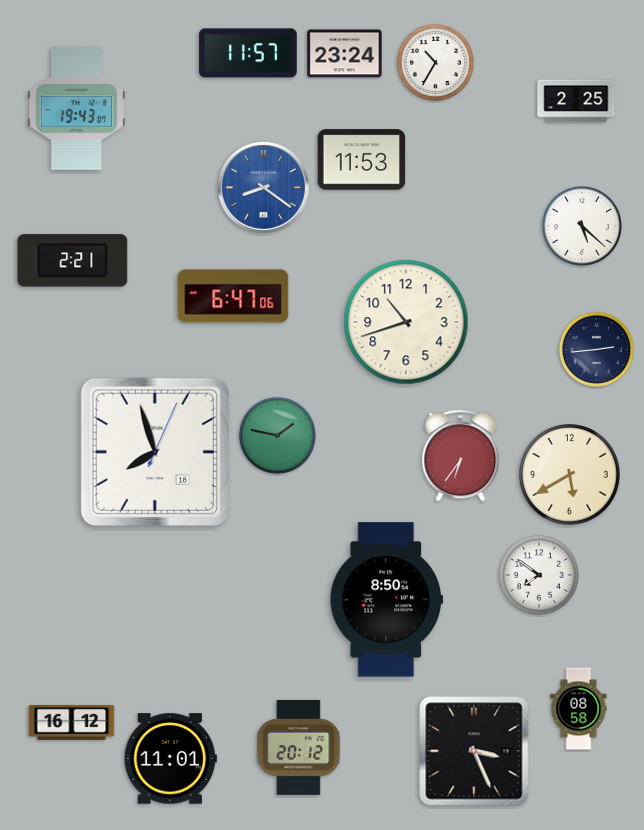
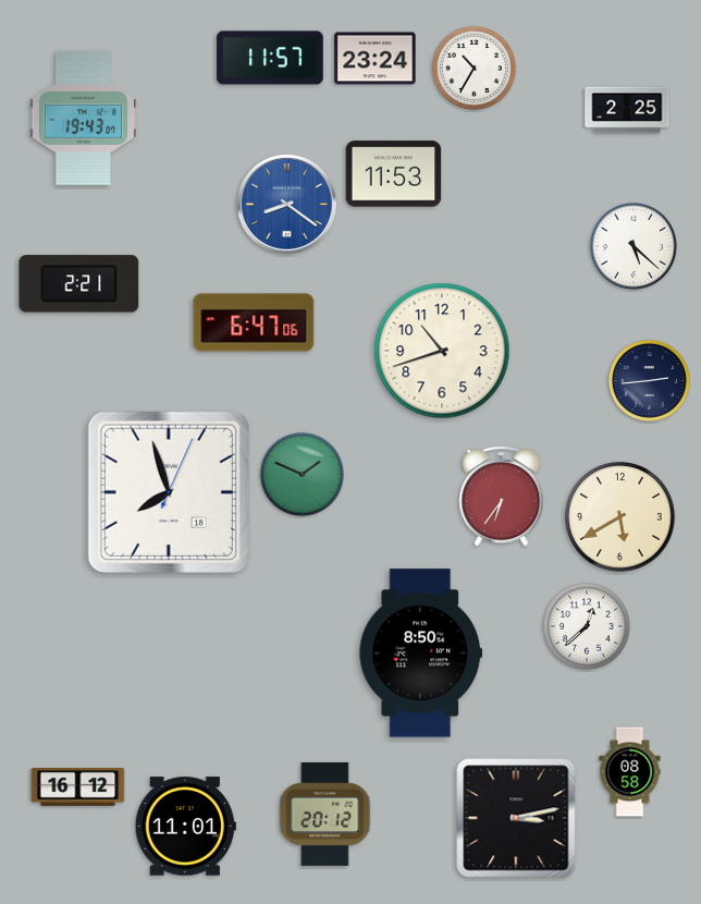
clock at (277, 435): 1:47 -> 1:49
clock at (539, 575): 7:51 -> 12:38
clock at (474, 751): 3:26 -> 3:13
